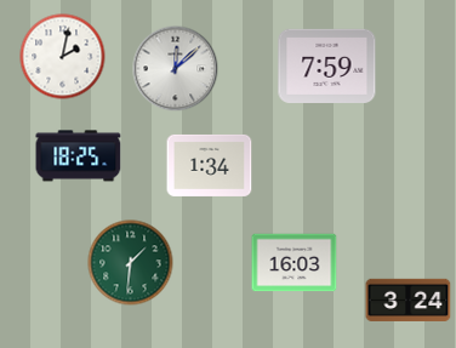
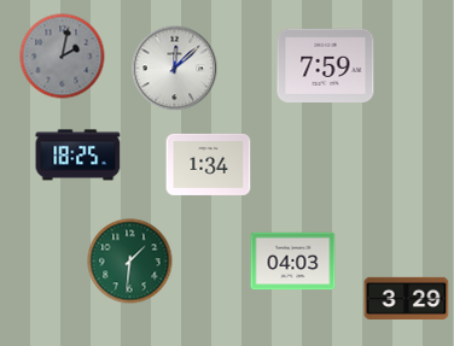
clock at (63, 57) dial: white -> grey
clock at (295, 263): 16:03 -> 04:03
clock at (409, 299): 3:24 -> 3:29
